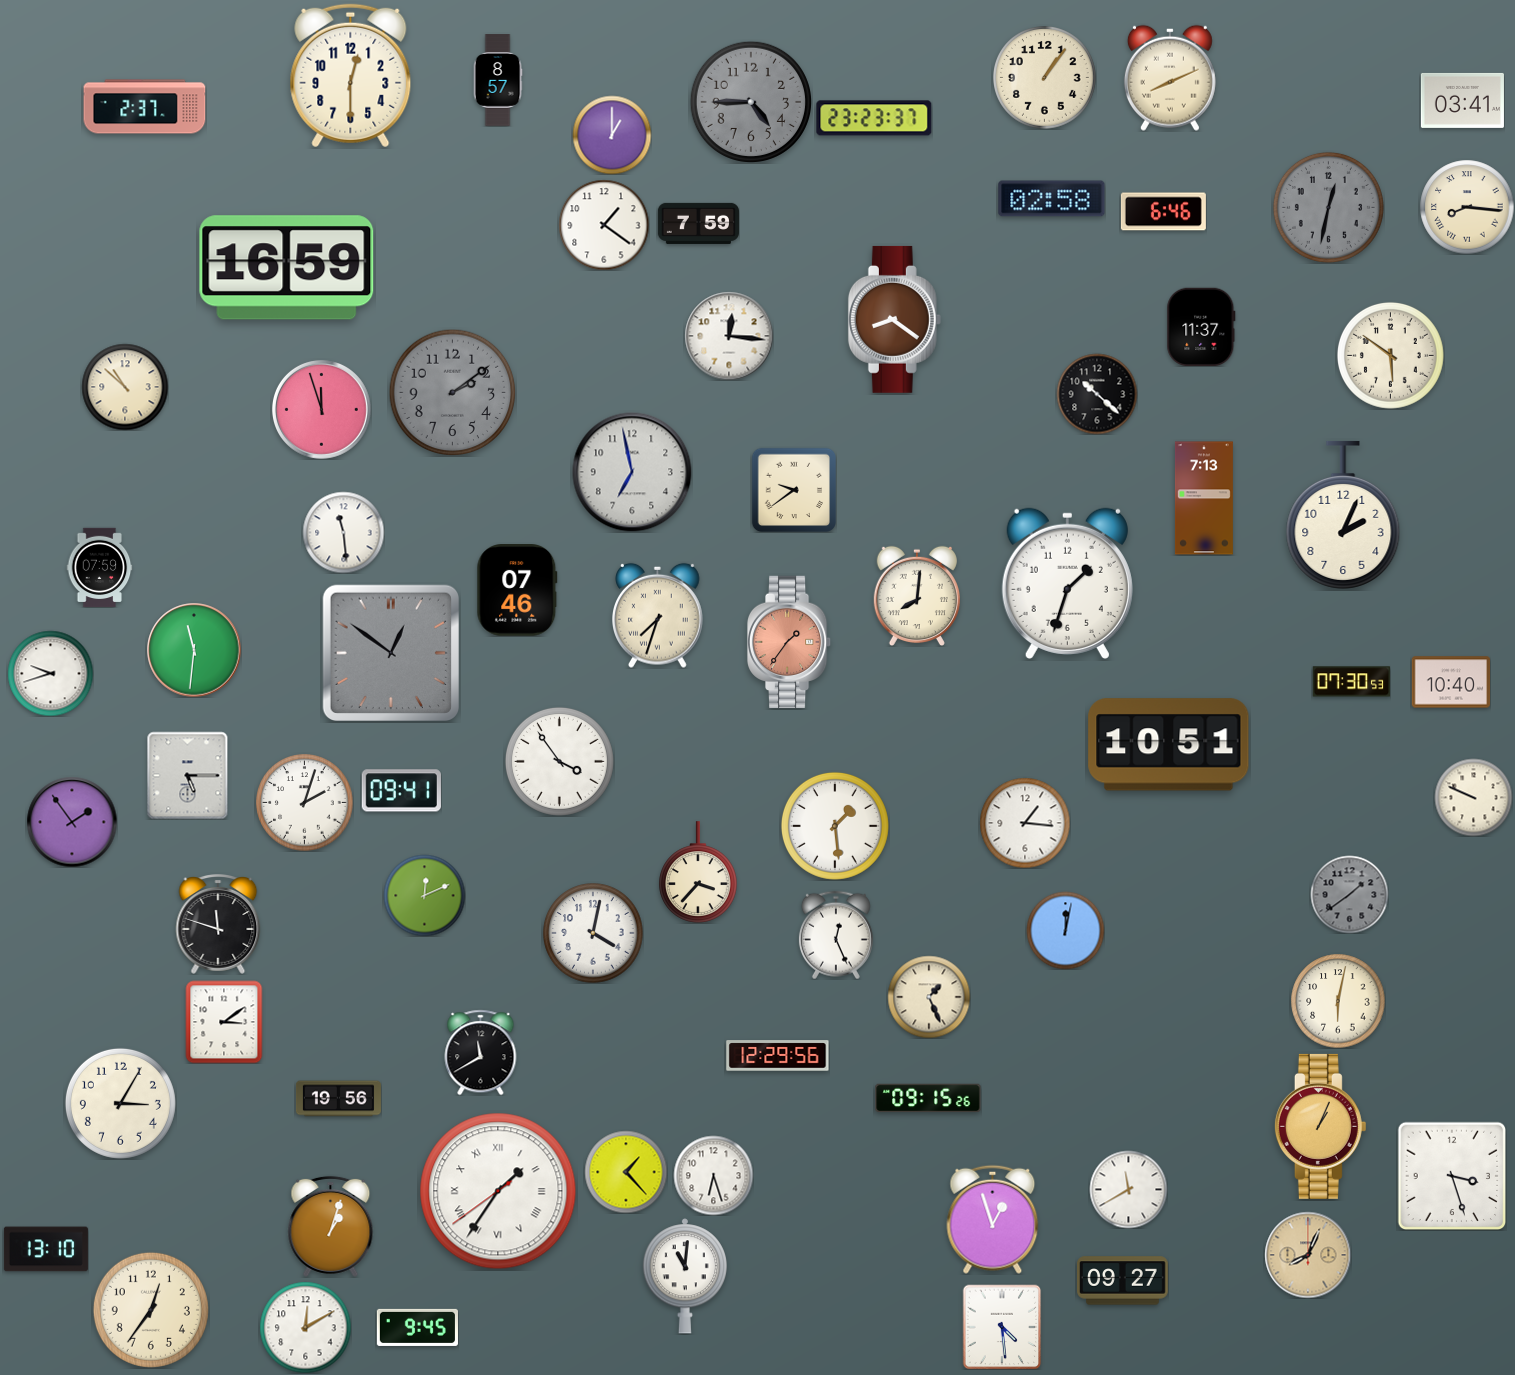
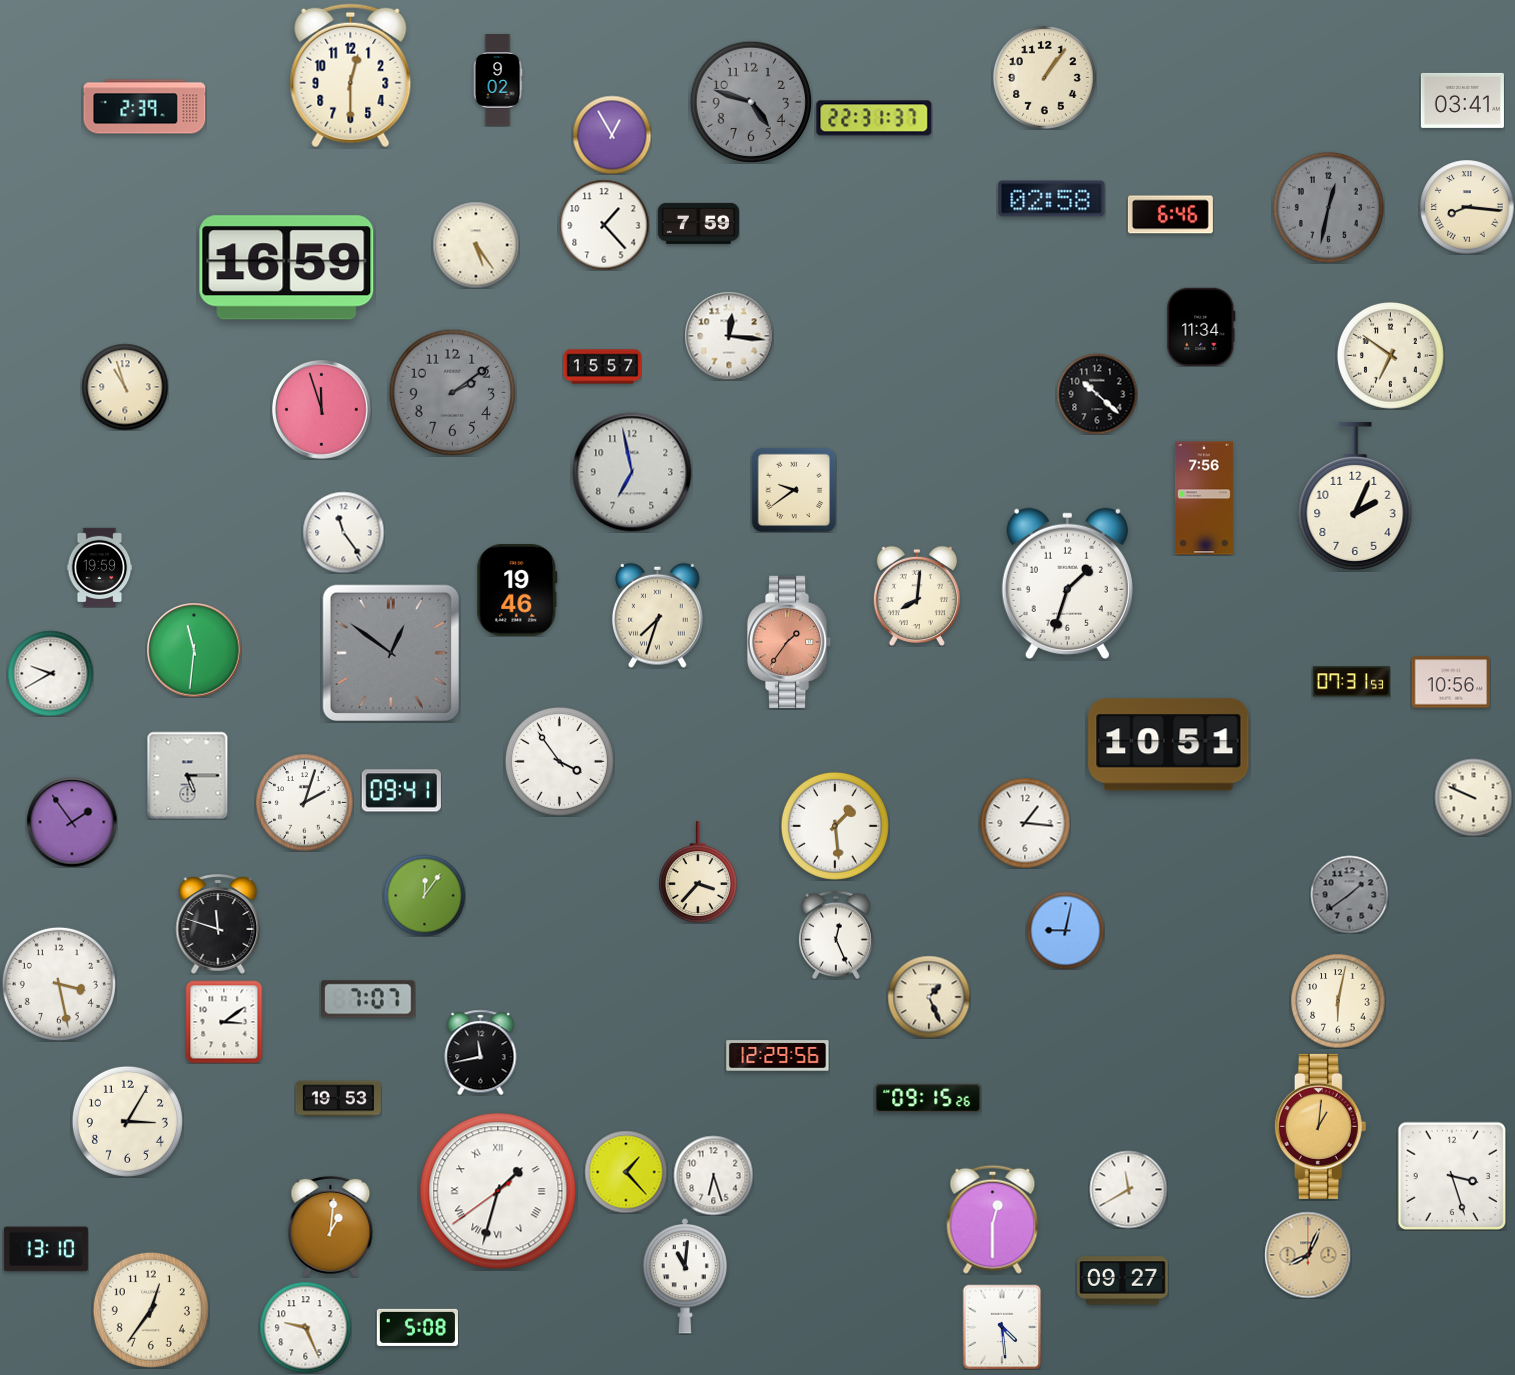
clock at (1170, 78): 8:11 -> none
clock at (498, 80): 8:57 -> 9:02
clock at (750, 101): 4:45 -> 4:48
clock at (145, 107): 2:37 -> 2:39
clock at (874, 118): 23:23 -> 22:31
clock at (612, 135): 1:00 -> 12:55
clock at (1163, 212) position: (1163, 212) -> (1170, 215)
clock at (604, 225): 1:21 -> 1:23
clock at (476, 245): none -> 5:24
clock at (894, 319): 8:21 -> none
clock at (1201, 326): 11:37 -> 11:34
clock at (1390, 355): 5:51 -> 6:51
clock at (602, 367): none -> 15:57
clock at (125, 387): 10:52 -> 10:57
clock at (1204, 498): 7:13 -> 7:56
clock at (1343, 515) position: (1343, 515) -> (1355, 496)
clock at (343, 532): 11:29 -> 11:24
clock at (100, 567): 07:59 -> 19:59
clock at (517, 591): 07:46 -> 19:46
clock at (50, 673): 9:42 -> 9:40
clock at (1351, 682): 07:30 -> 07:31
clock at (1451, 682): 10:40 -> 10:56
clock at (424, 895): 12:11 -> 12:06
clock at (1065, 930): 12:02 -> 9:02
clock at (593, 933): 4:02 -> none
clock at (59, 984): none -> 3:28
clock at (368, 999): none -> 7:07
clock at (481, 1052): 11:40 -> 11:43
clock at (338, 1099): 19:56 -> 19:53
clock at (120, 1103) position: (120, 1103) -> (127, 1121)
clock at (1320, 1126): 1:04 -> 1:01
clock at (498, 1191): 1:35 -> 1:32
clock at (993, 1219): 12:57 -> 12:30
clock at (331, 1226): 1:03 -> 1:01
clock at (305, 1327): 12:10 -> 9:26
clock at (417, 1327): 9:45 -> 5:08
